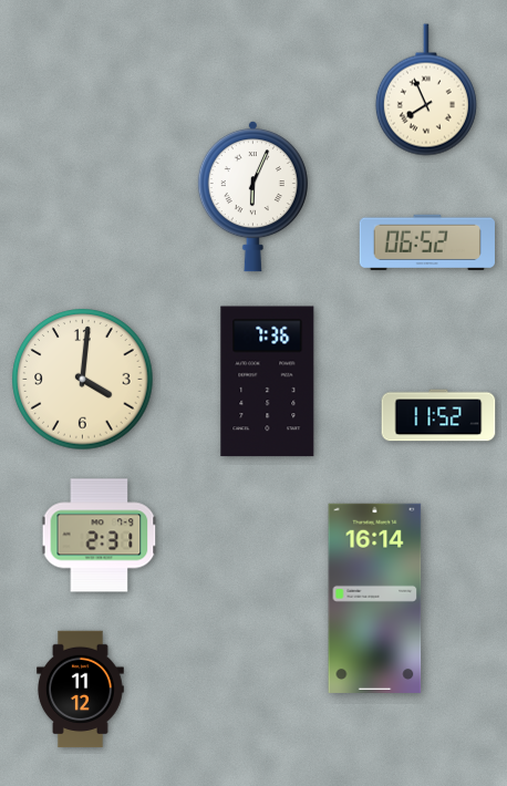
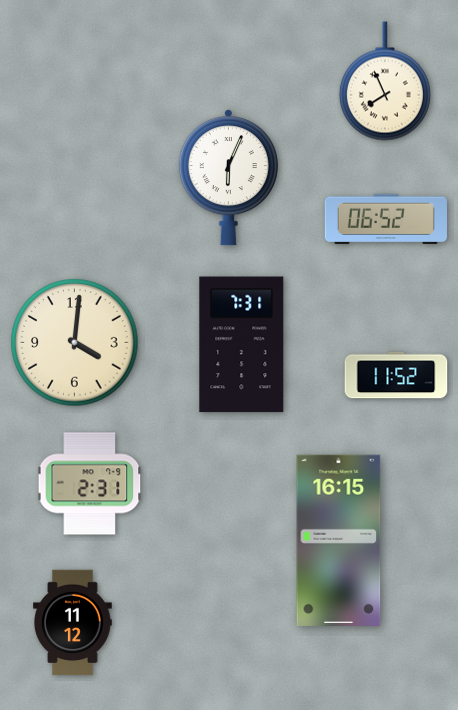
clock at (268, 382): 7:36 -> 7:31
clock at (375, 598): 16:14 -> 16:15
